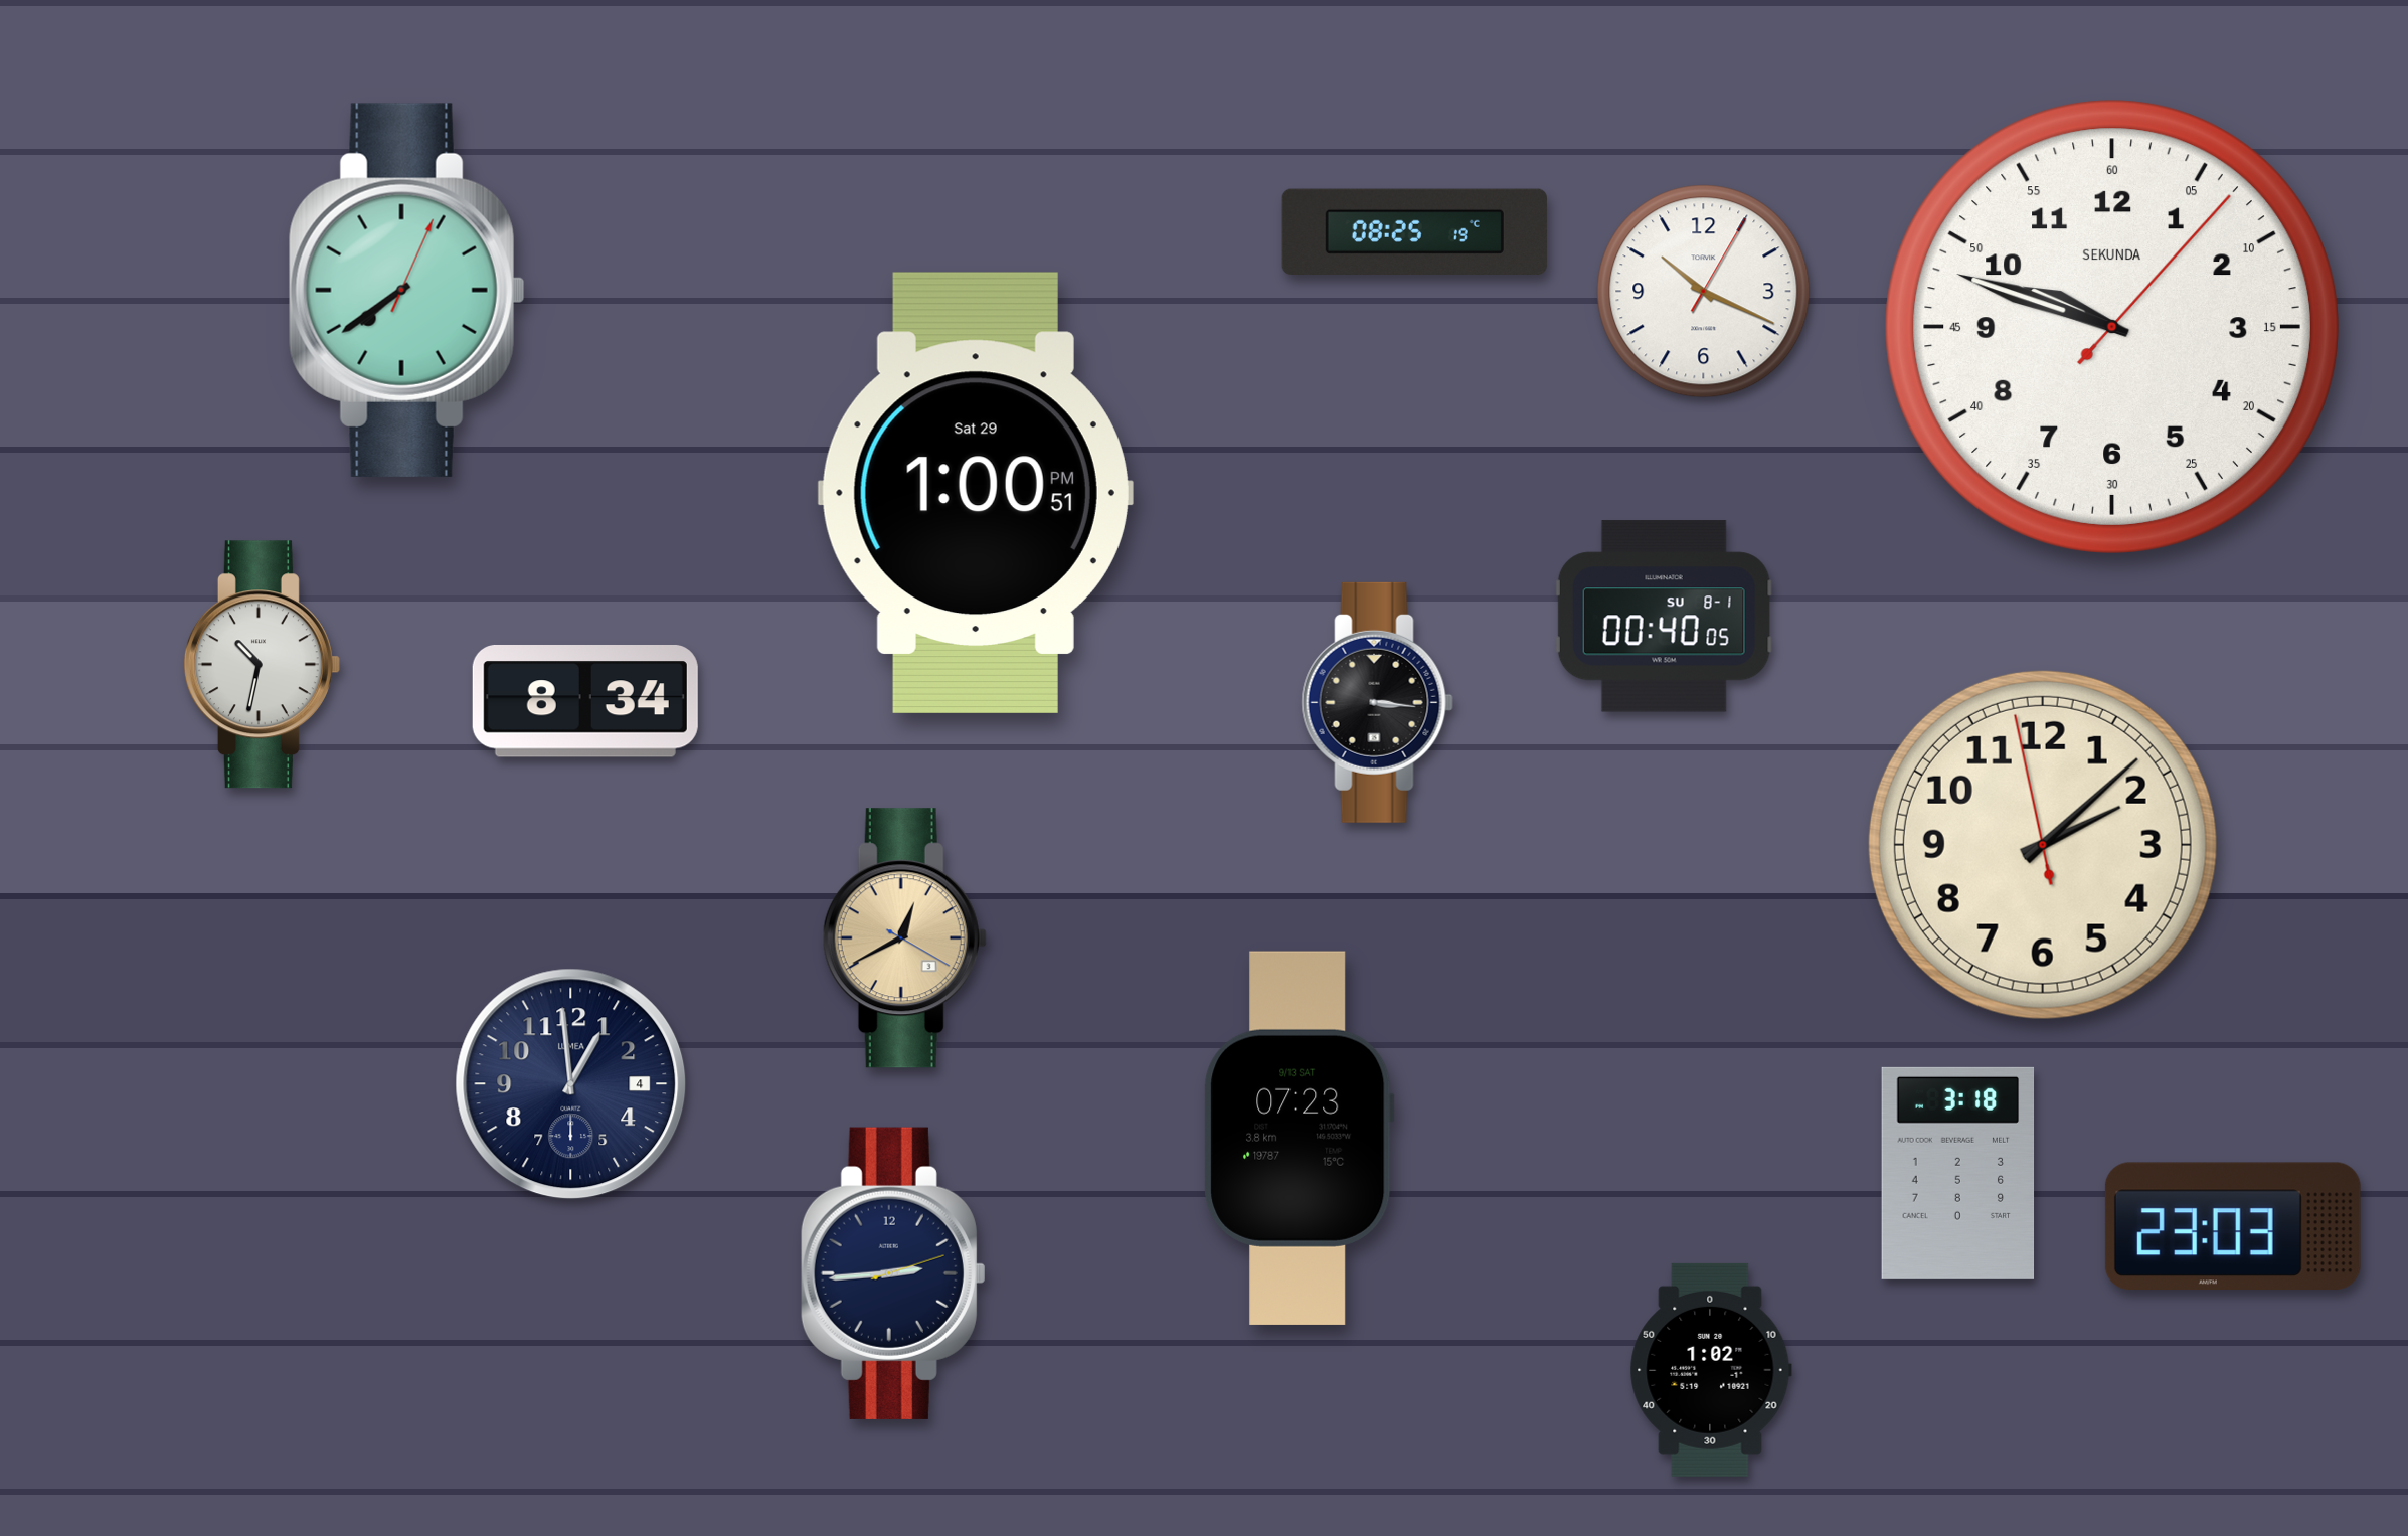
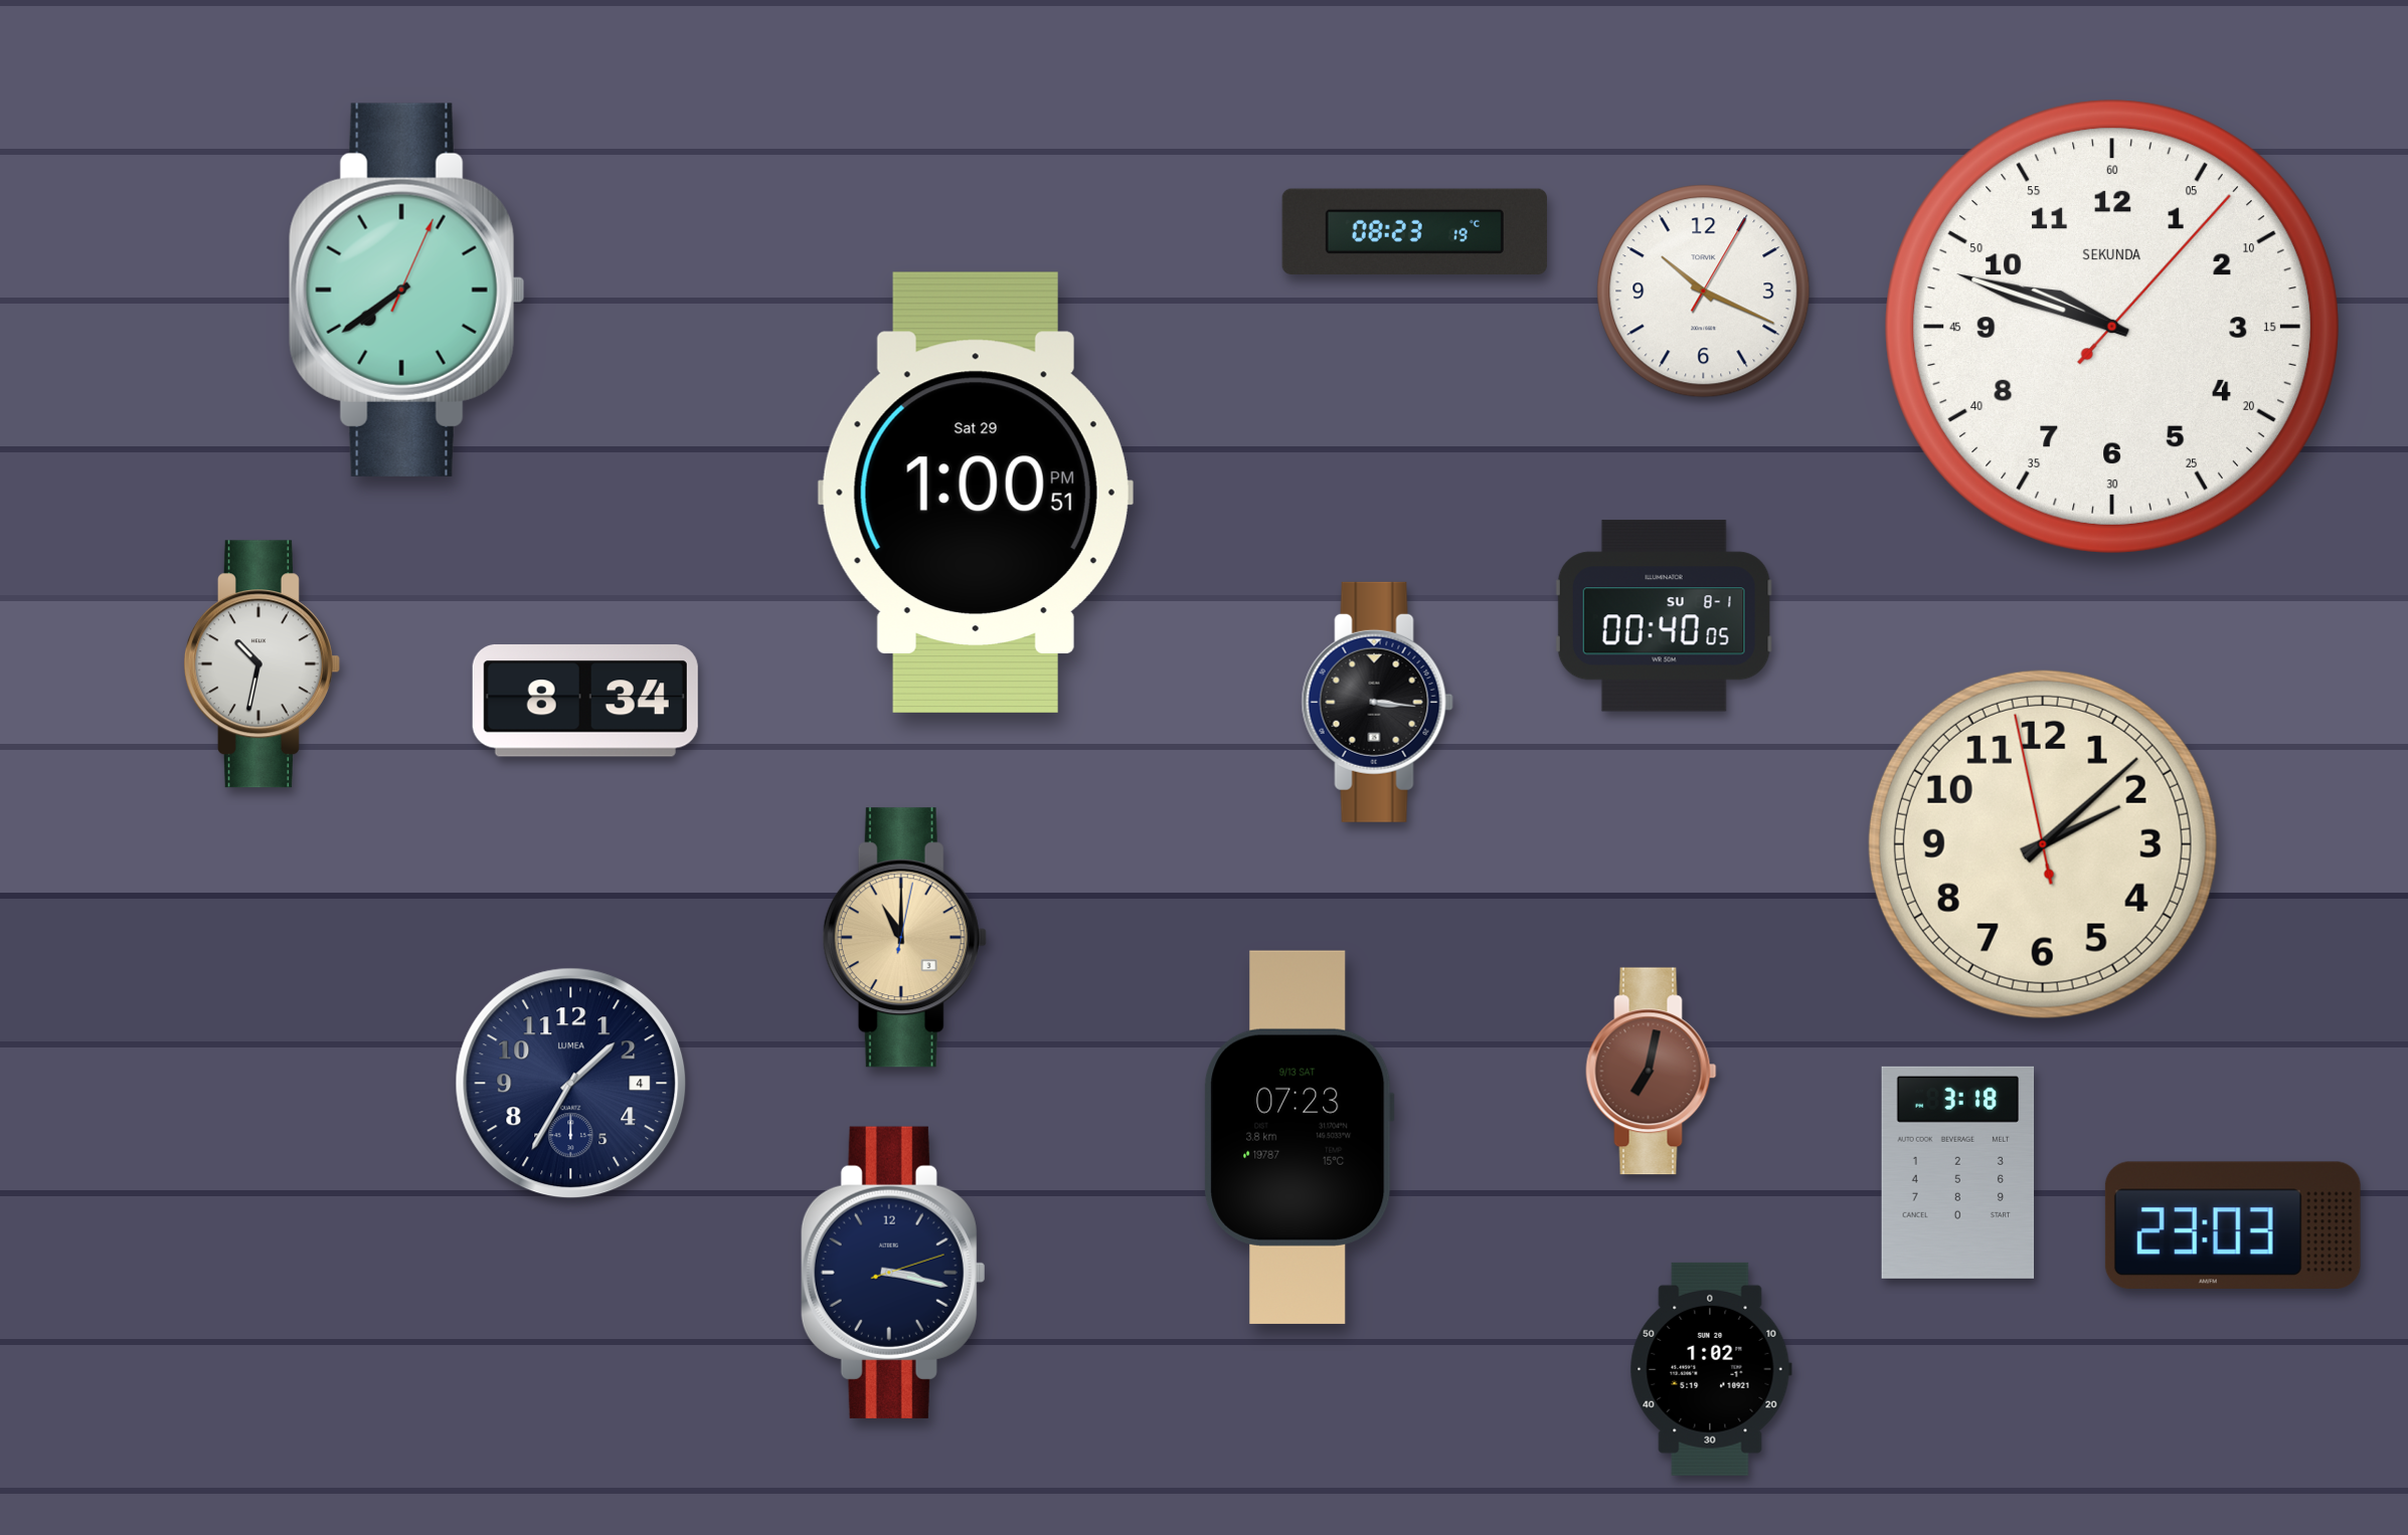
clock at (1414, 231): 08:25 -> 08:23
clock at (904, 938): 12:40 -> 11:00
clock at (1652, 1072): none -> 7:02
clock at (571, 1084): 12:59 -> 1:35
clock at (893, 1273): 2:44 -> 3:17
